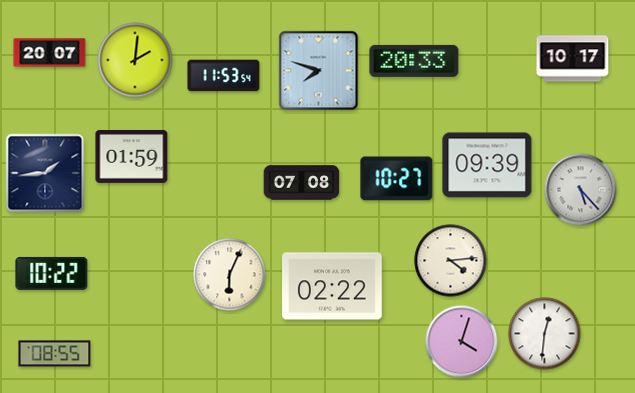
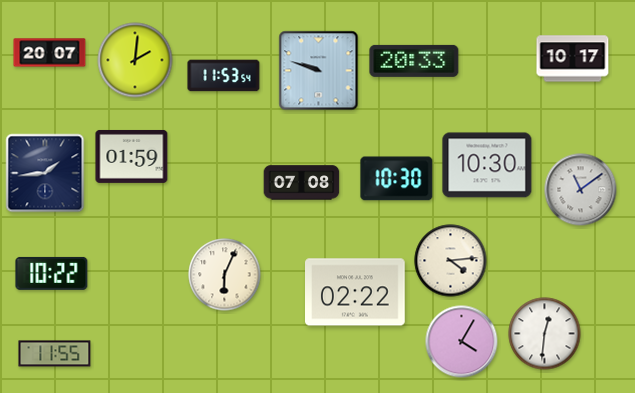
clock at (319, 71): 7:48 -> 9:48
clock at (487, 165): 09:39 -> 10:30
clock at (397, 179): 10:27 -> 10:30
clock at (581, 190): 5:23 -> 11:09
clock at (230, 275) position: (230, 275) -> (225, 275)
clock at (333, 286) position: (333, 286) -> (356, 292)
clock at (462, 342): 4:03 -> 4:05
clock at (55, 354): 08:55 -> 11:55
